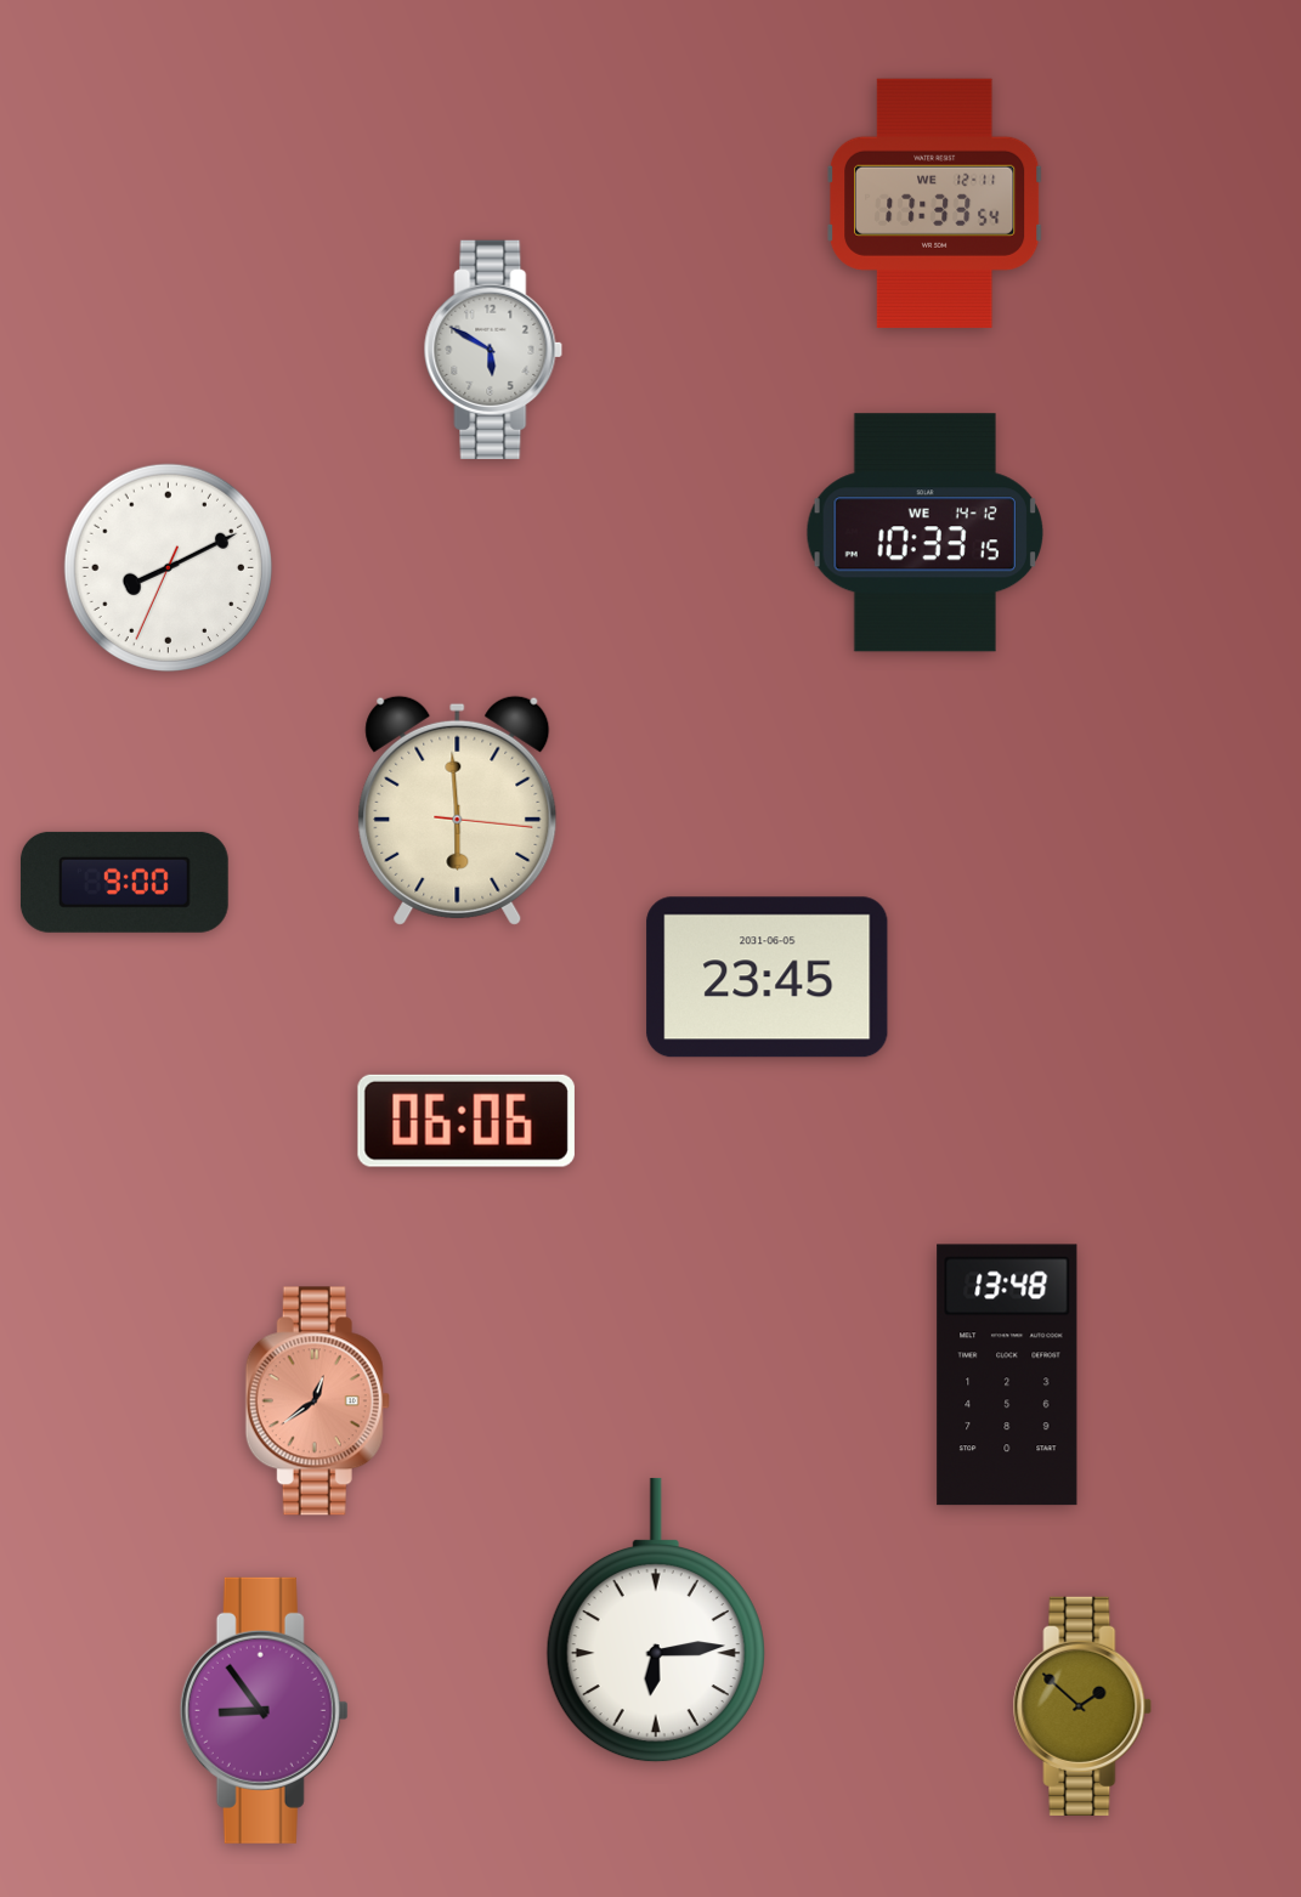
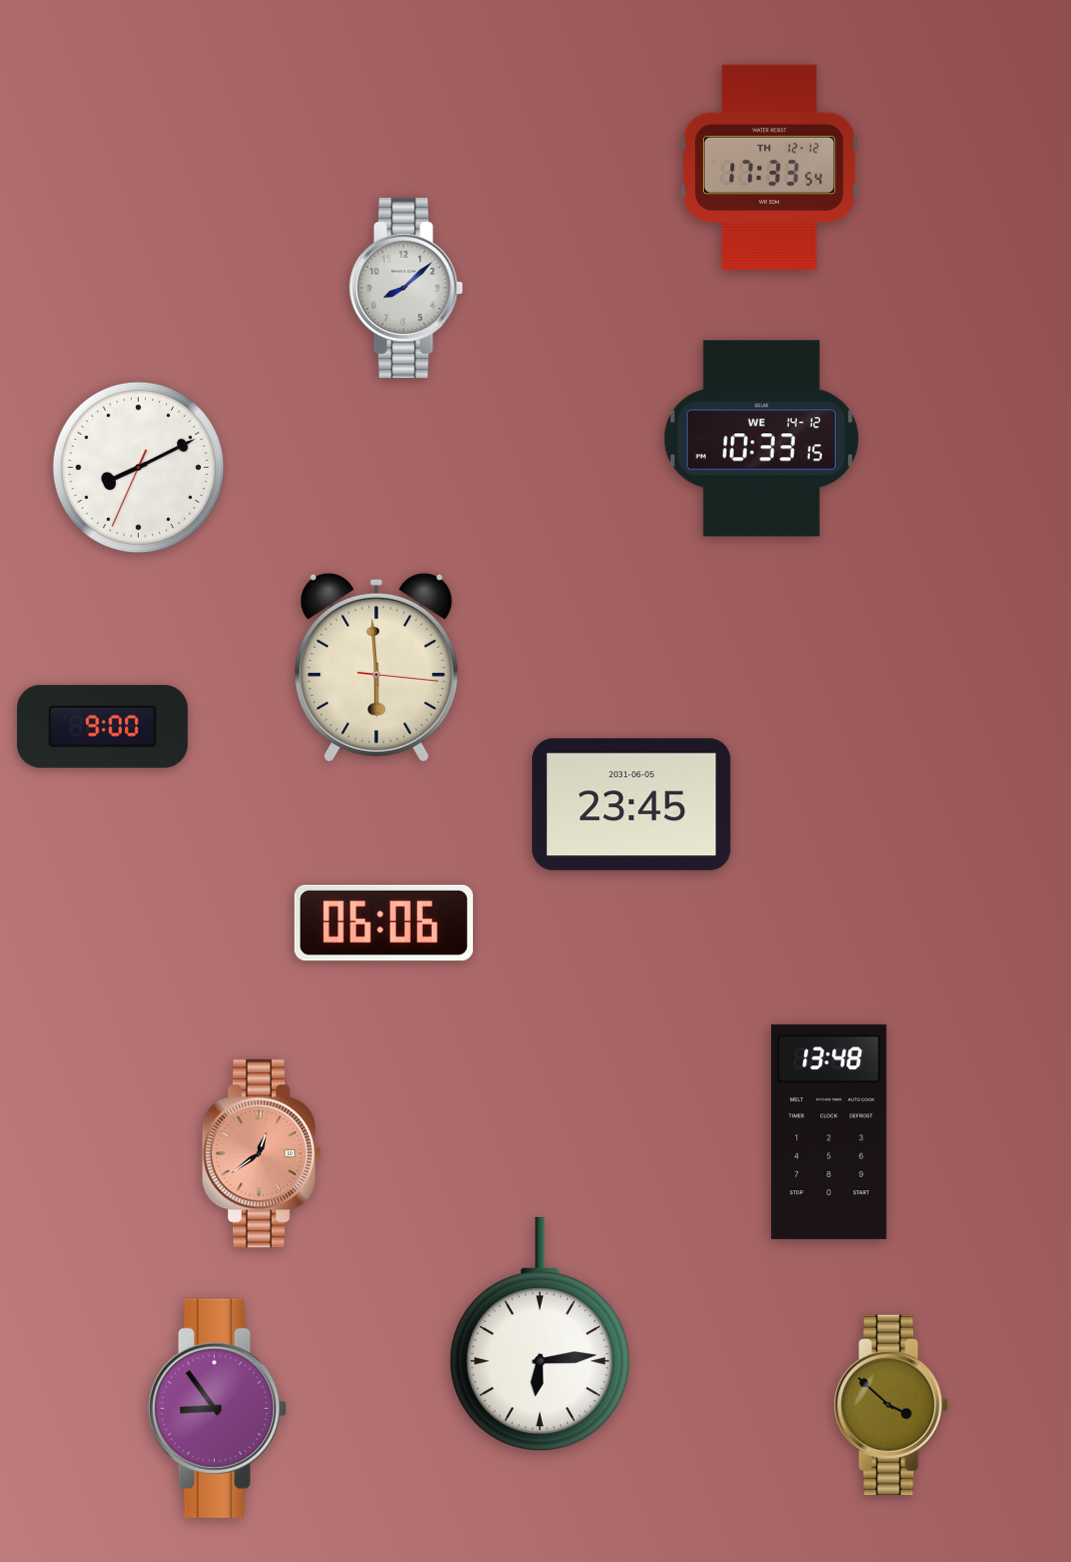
clock at (935, 203) date: WE 12-11 -> TH 12-12
clock at (493, 350): 5:50 -> 8:08
clock at (1082, 1706): 1:52 -> 3:52
